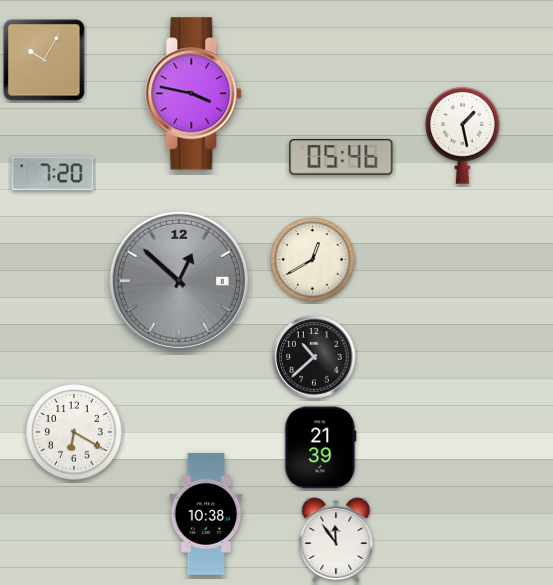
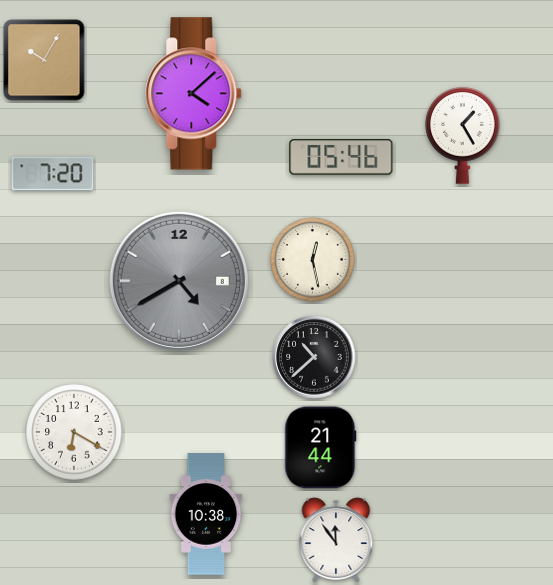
clock at (194, 94): 3:47 -> 4:08
clock at (463, 136): 1:28 -> 1:25
clock at (313, 260): 12:40 -> 12:28
clock at (179, 281): 12:52 -> 4:40
clock at (321, 448): 21:39 -> 21:44
